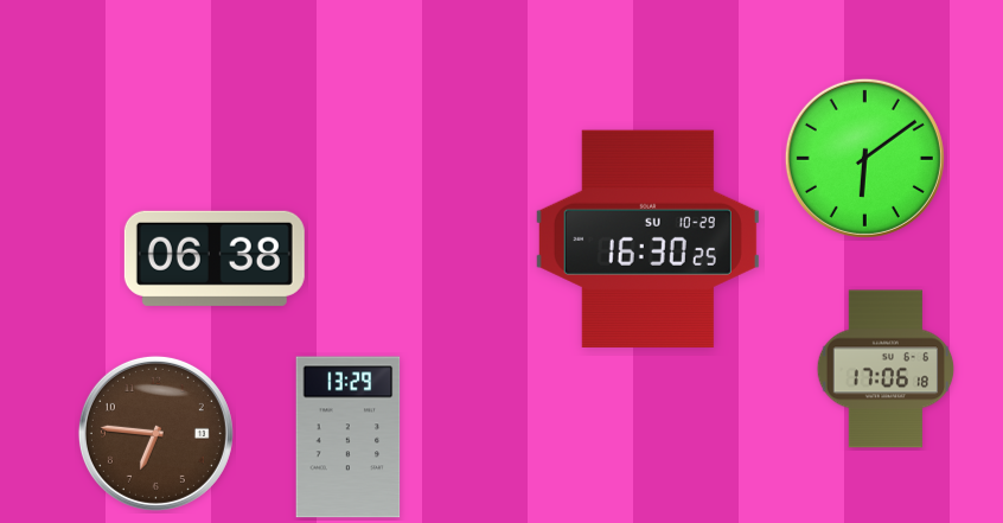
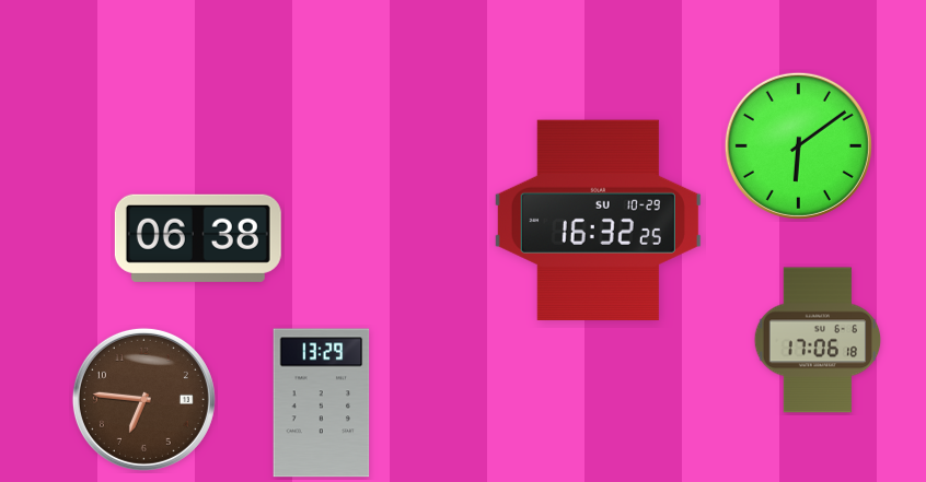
clock at (647, 238): 16:30 -> 16:32
